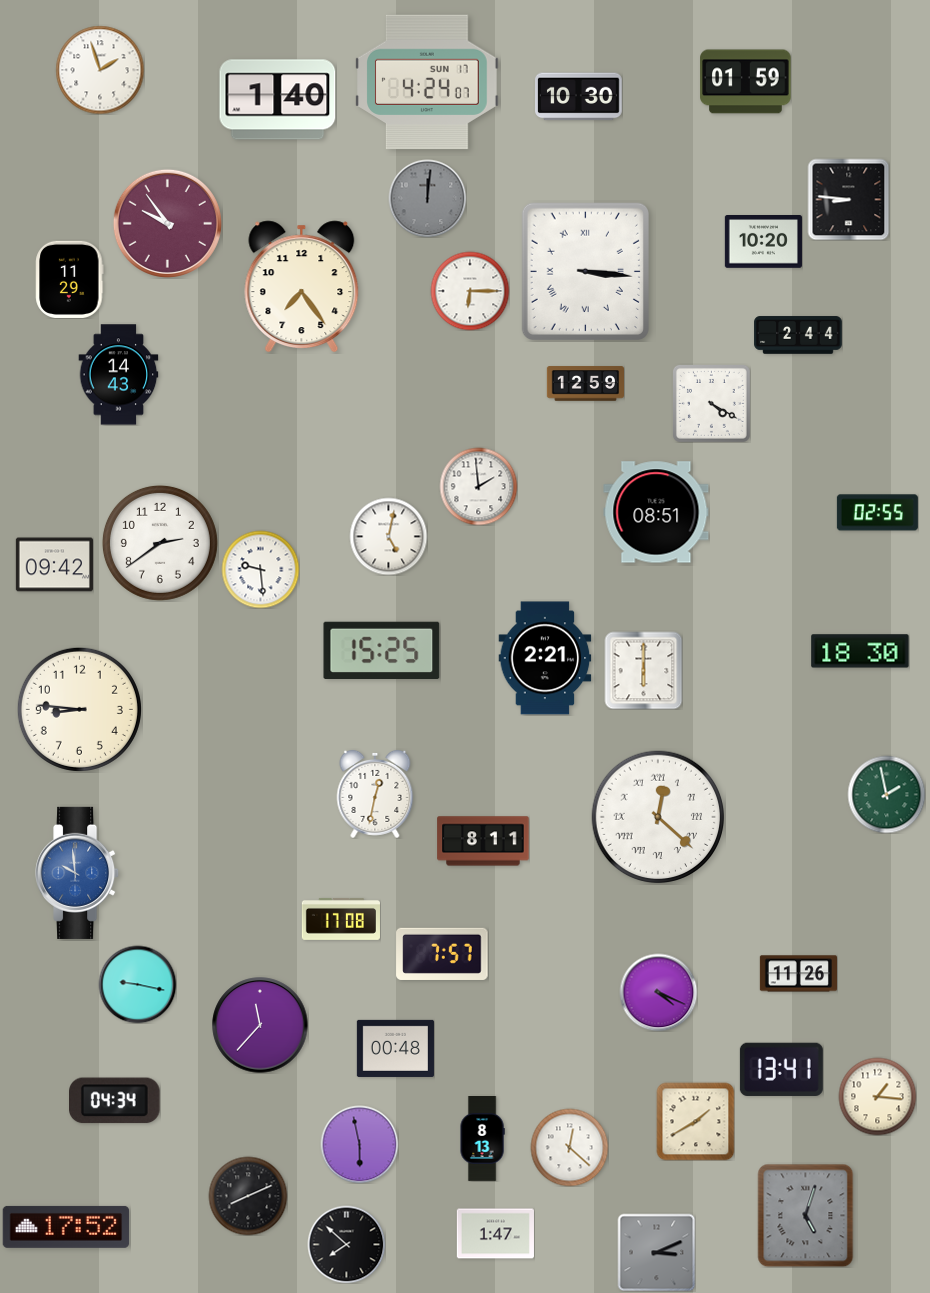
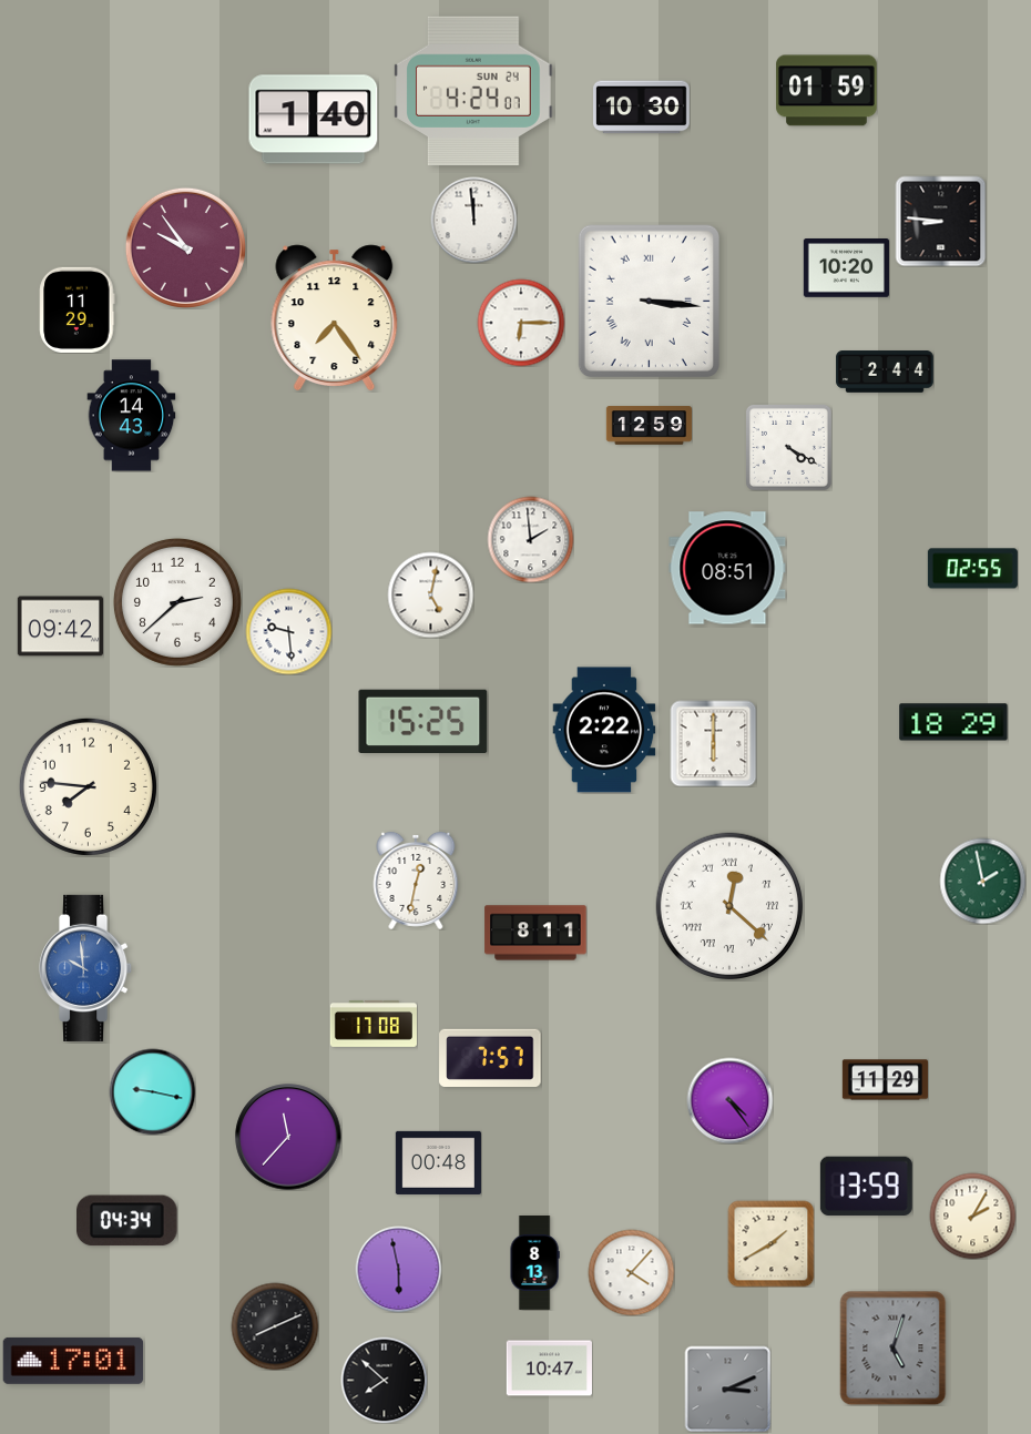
clock at (100, 70): 1:57 -> none
clock at (427, 82) date: SUN 17 -> SUN 24
clock at (278, 100) position: (278, 100) -> (314, 120)
clock at (427, 198): 12:01 -> 11:59
clock at (427, 198) dial: grey -> white
clock at (160, 543): 2:39 -> 2:38
clock at (860, 651): 18:30 -> 18:29
clock at (545, 658): 2:21 -> 2:22
clock at (79, 709): 8:46 -> 7:46
clock at (341, 919) position: (341, 919) -> (374, 1024)
clock at (798, 974): 11:26 -> 11:29
clock at (658, 992): 4:19 -> 4:24
clock at (781, 1069): 13:41 -> 13:59
clock at (877, 1096): 1:16 -> 2:05
clock at (569, 1147): 12:22 -> 4:07
clock at (66, 1227): 17:52 -> 17:01
clock at (495, 1234): 1:47 -> 10:47
